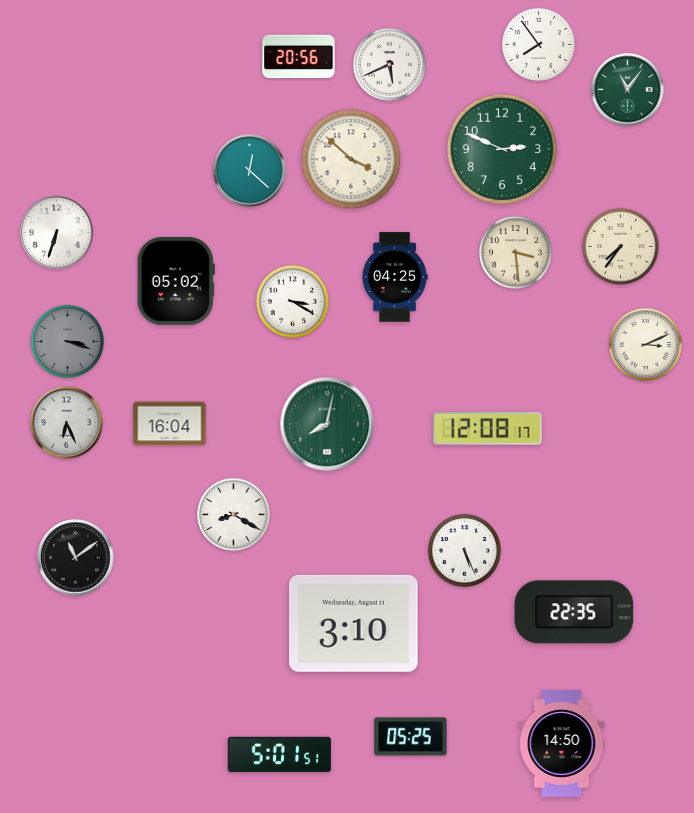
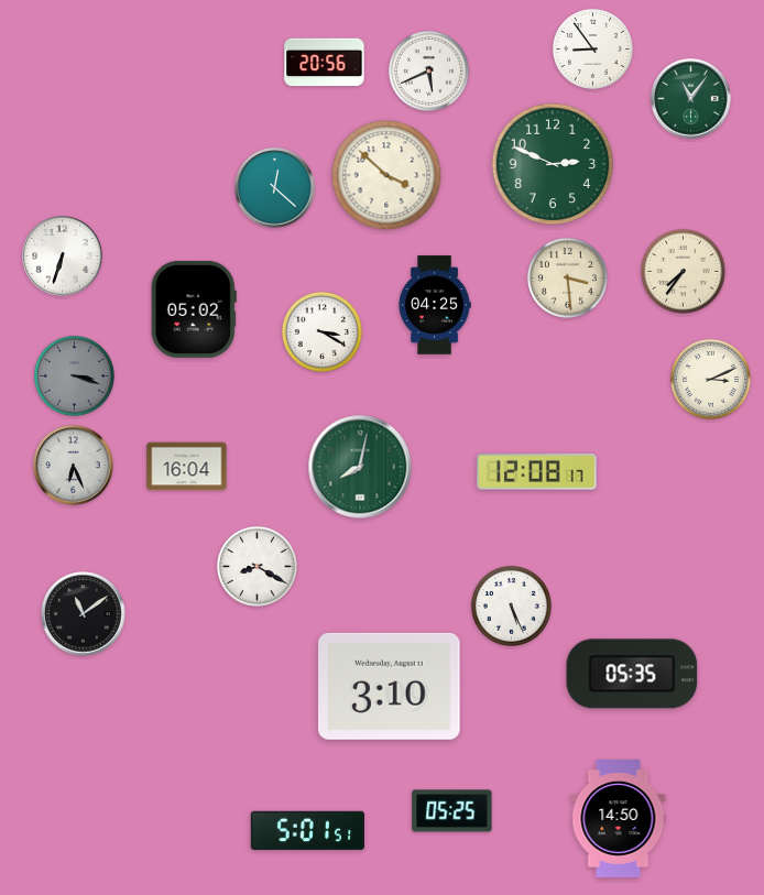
clock at (538, 44): 7:54 -> 8:54
clock at (299, 57) position: (299, 57) -> (325, 63)
clock at (574, 612): 22:35 -> 05:35
